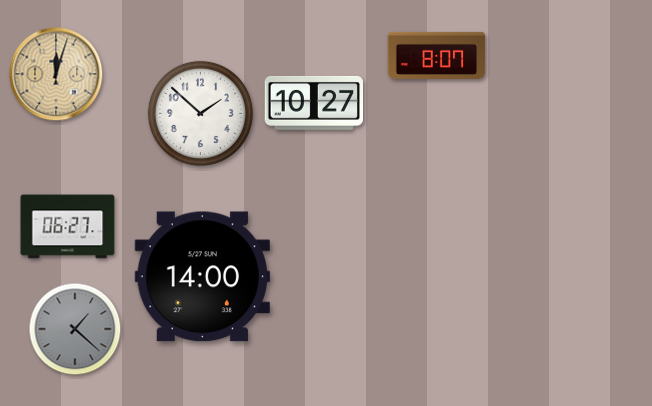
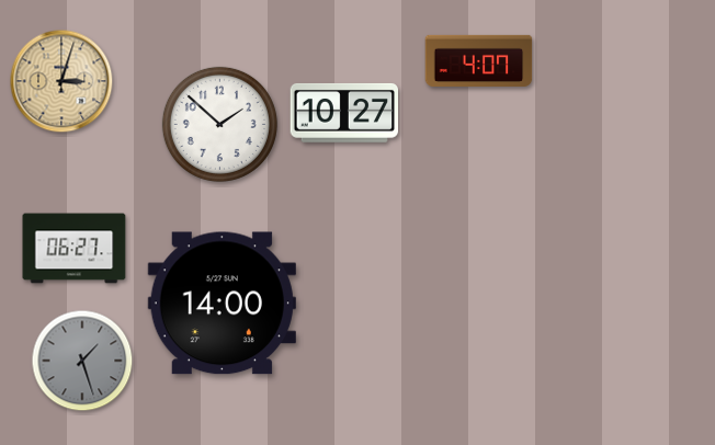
clock at (437, 55): 8:07 -> 4:07
clock at (56, 74): 12:03 -> 3:03
clock at (75, 329): 1:22 -> 1:27
